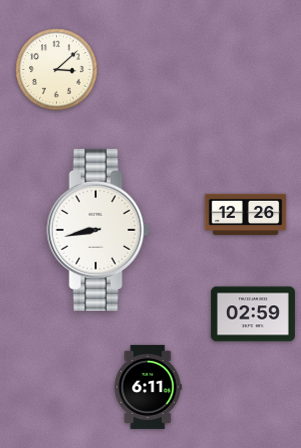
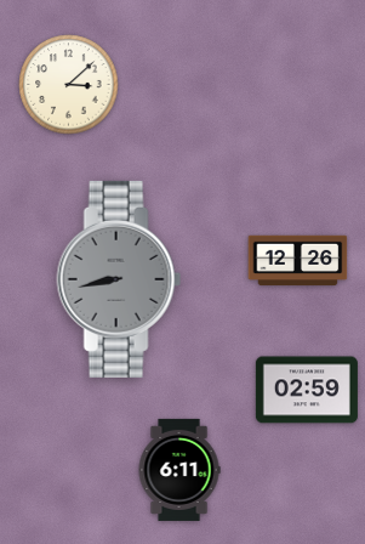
clock at (98, 230) dial: white -> grey
clock at (253, 314) position: (253, 314) -> (307, 390)
